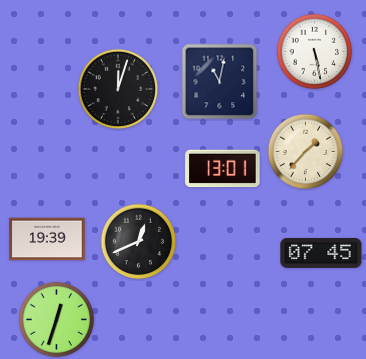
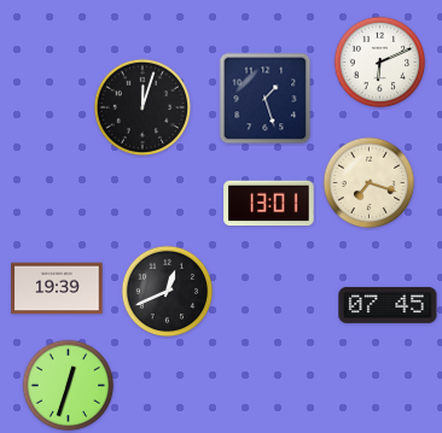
clock at (315, 52): 5:28 -> 6:11
clock at (220, 82): 11:02 -> 1:27
clock at (306, 152): 1:37 -> 7:18
